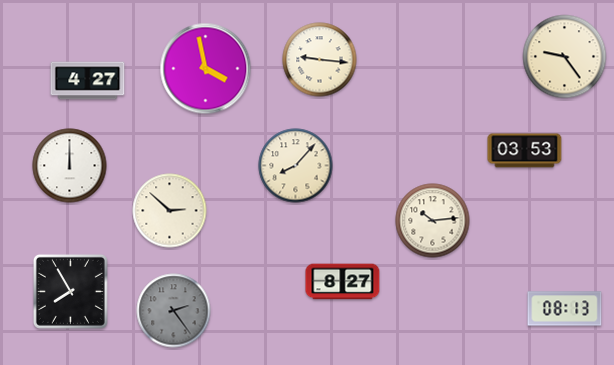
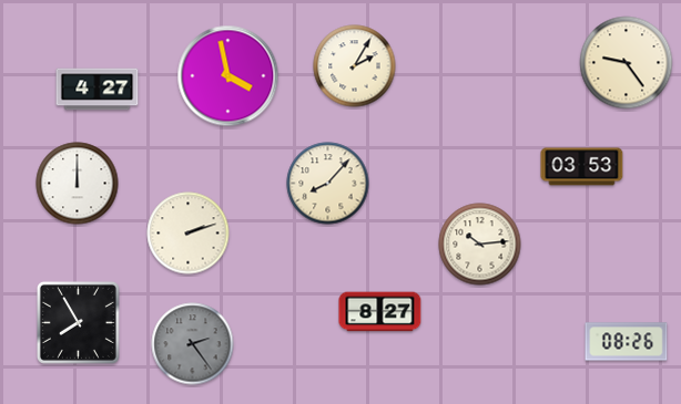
clock at (320, 60): 9:16 -> 2:05
clock at (170, 211): 2:52 -> 2:12
clock at (565, 309): 08:13 -> 08:26
